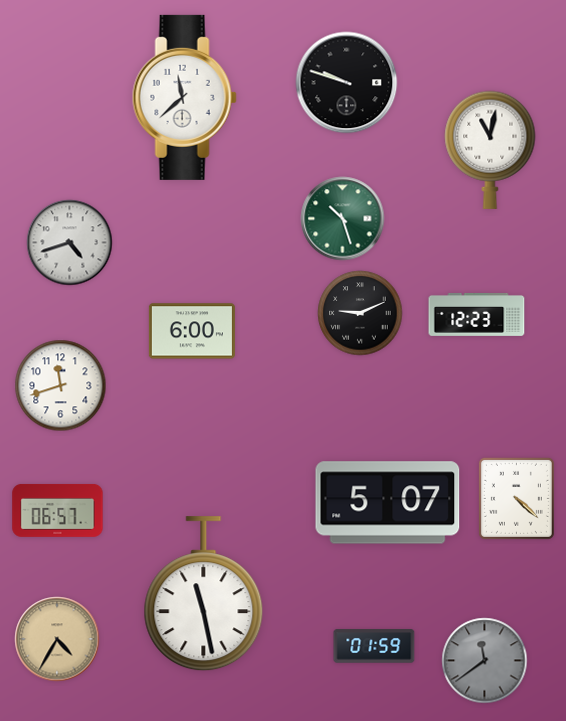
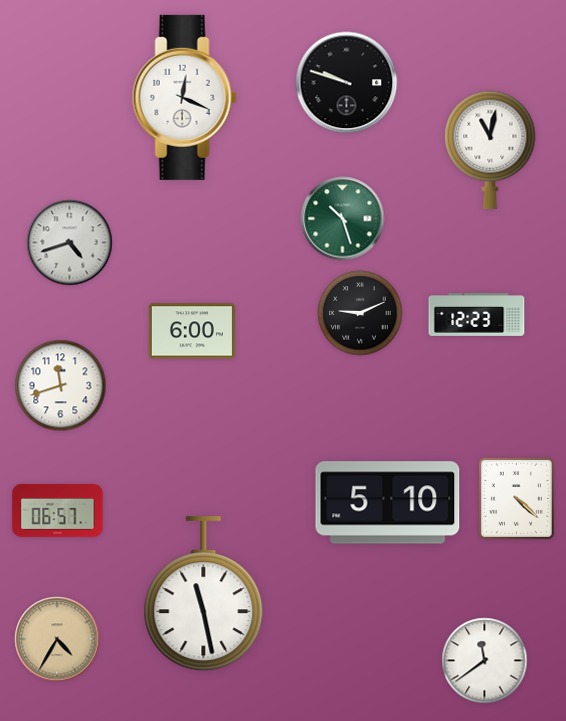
clock at (184, 97): 11:38 -> 12:19
clock at (388, 503): 5:07 -> 5:10
clock at (374, 646): 01:59 -> none
clock at (485, 661) dial: grey -> white
